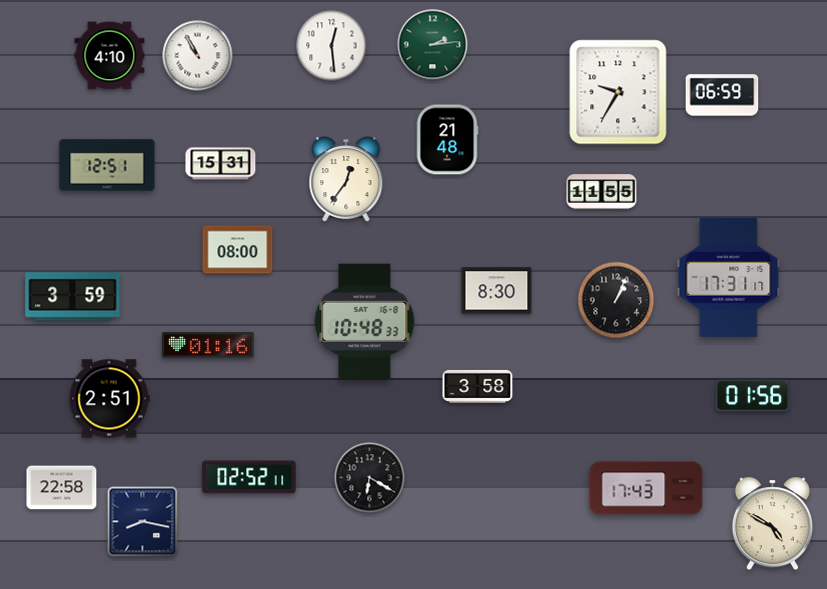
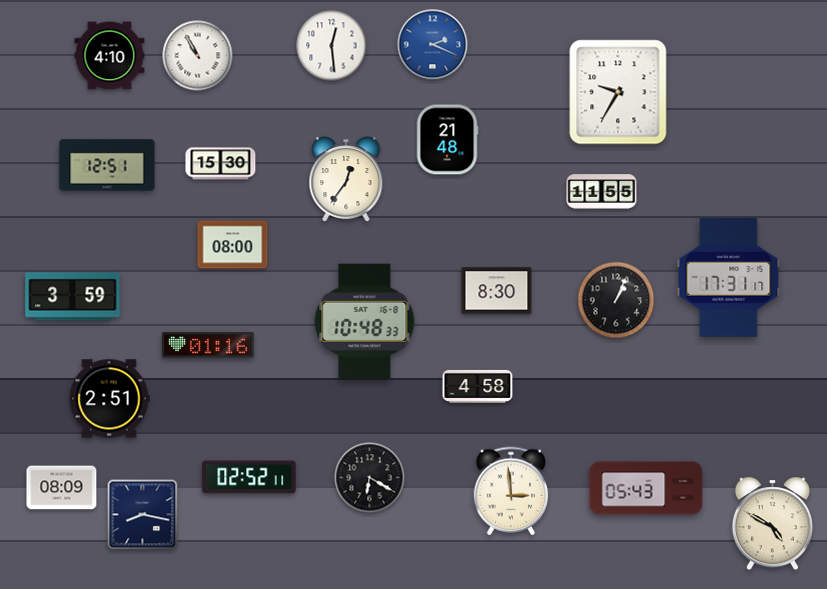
clock at (433, 45): 2:14 -> 2:19
clock at (433, 45) dial: green -> blue
clock at (722, 95): 06:59 -> none
clock at (221, 164): 15:31 -> 15:30
clock at (238, 250) position: (238, 250) -> (233, 245)
clock at (478, 386): 3:58 -> 4:58
clock at (753, 396): 01:56 -> none
clock at (62, 488): 22:58 -> 08:09
clock at (646, 488): 17:43 -> 05:43
clock at (511, 491): none -> 2:59
clock at (143, 522) position: (143, 522) -> (143, 515)
